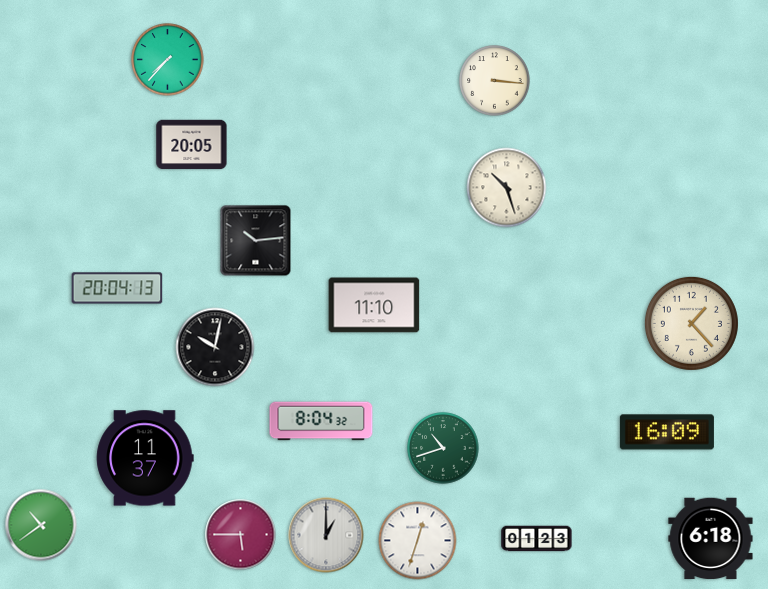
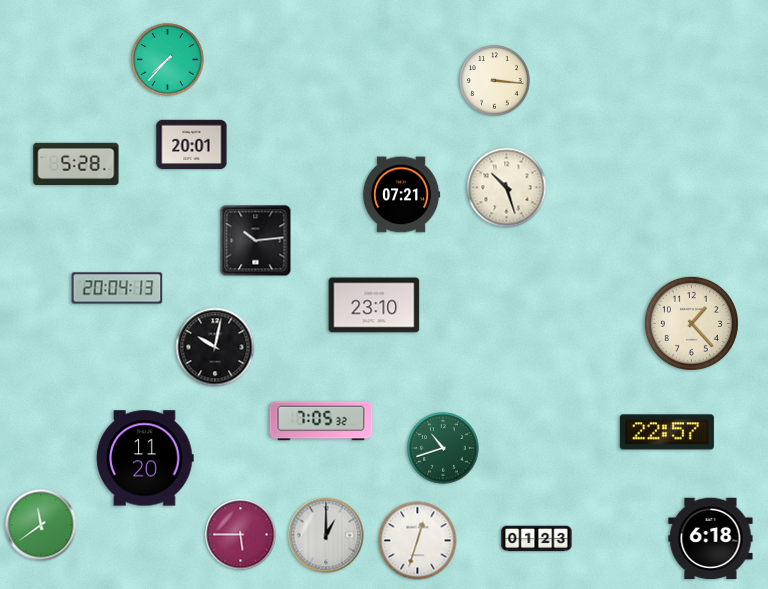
clock at (192, 145): 20:05 -> 20:01
clock at (76, 164): none -> 5:28
clock at (401, 195): none -> 07:21
clock at (374, 305): 11:10 -> 23:10
clock at (321, 421): 8:04 -> 7:05
clock at (667, 432): 16:09 -> 22:57
clock at (145, 458): 11:37 -> 11:20
clock at (41, 525): 10:39 -> 11:39
